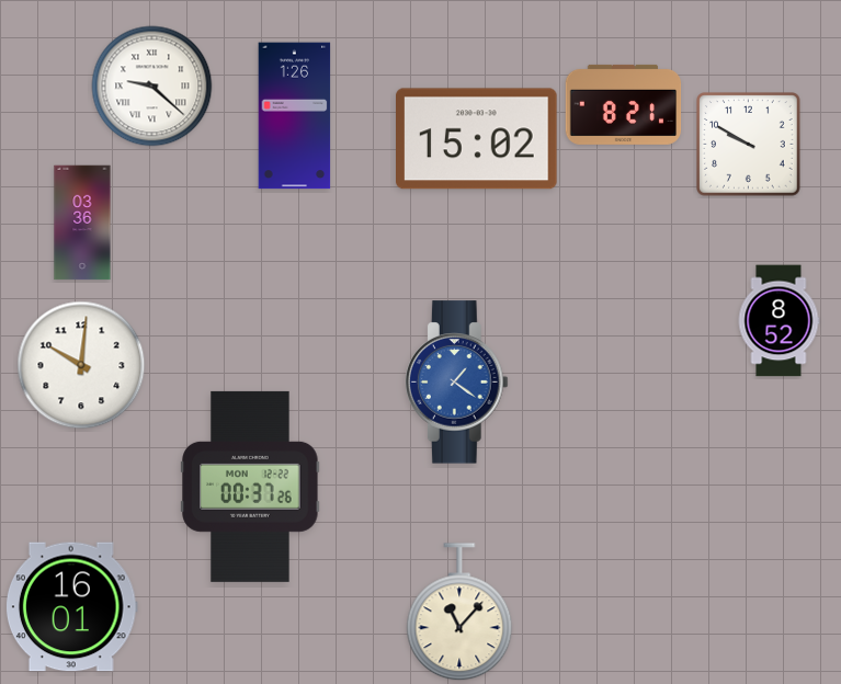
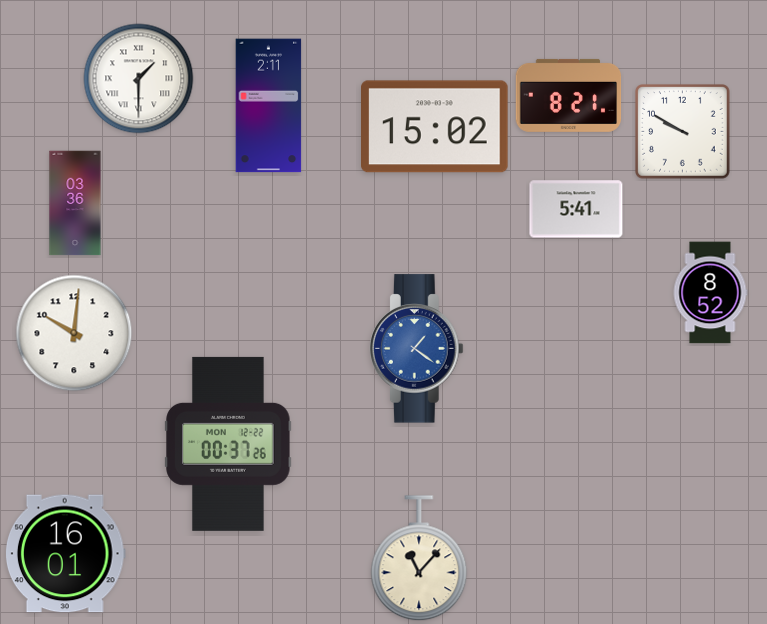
clock at (152, 87): 9:22 -> 1:30
clock at (295, 116): 1:26 -> 2:11
clock at (576, 209): none -> 5:41
